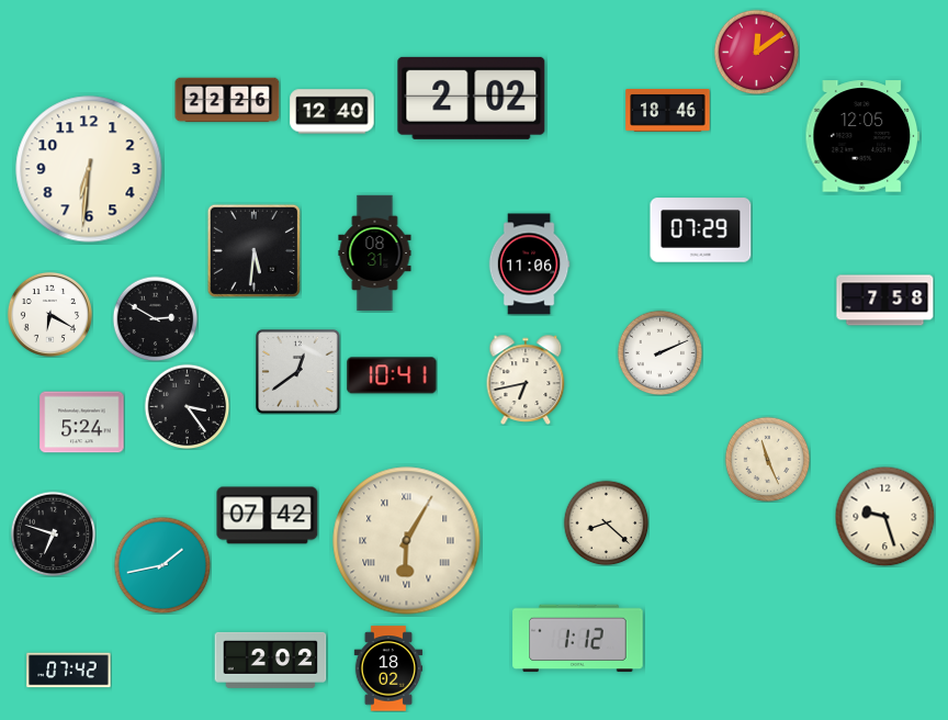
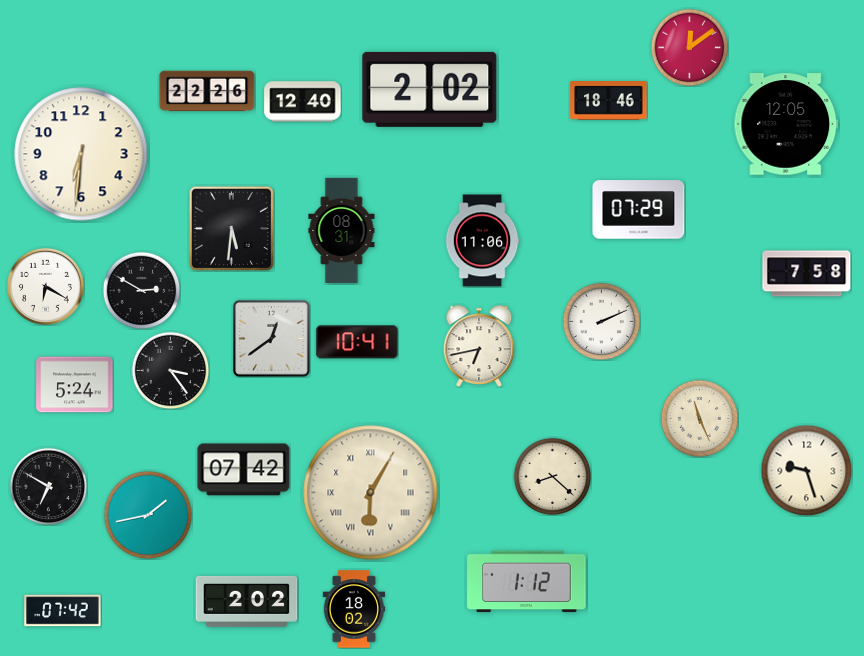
clock at (53, 533): 6:48 -> 6:50
